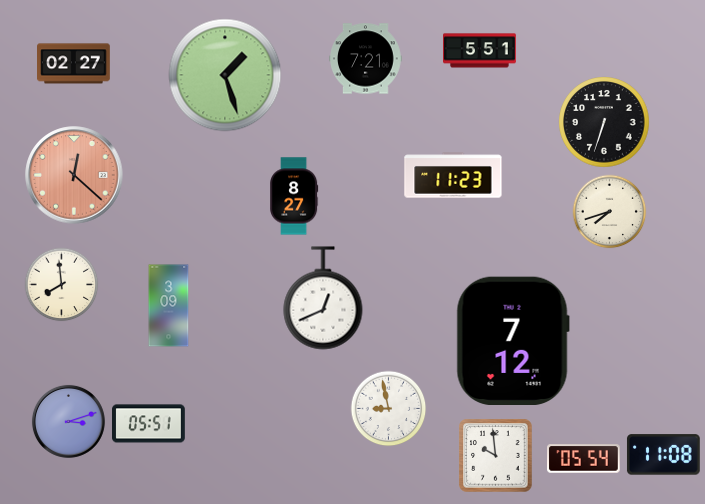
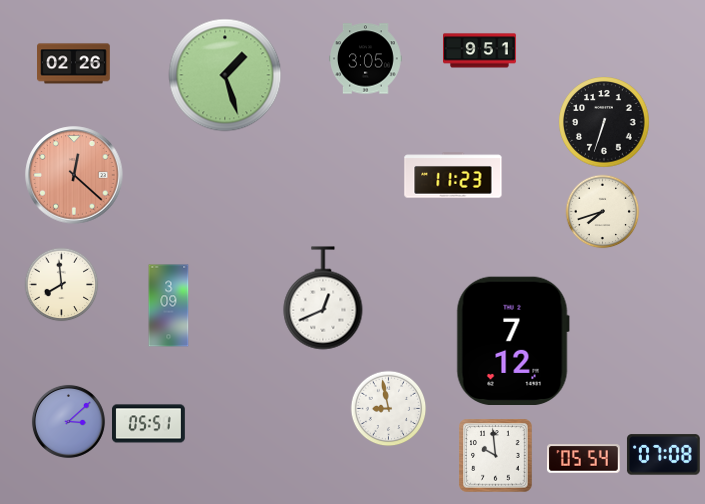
clock at (480, 51): 5:51 -> 9:51
clock at (366, 59): 7:21 -> 3:05
clock at (74, 64): 02:27 -> 02:26
clock at (294, 196): 8:27 -> none
clock at (610, 212) position: (610, 212) -> (603, 212)
clock at (68, 421): 3:12 -> 3:08
clock at (663, 455): 11:08 -> 07:08
